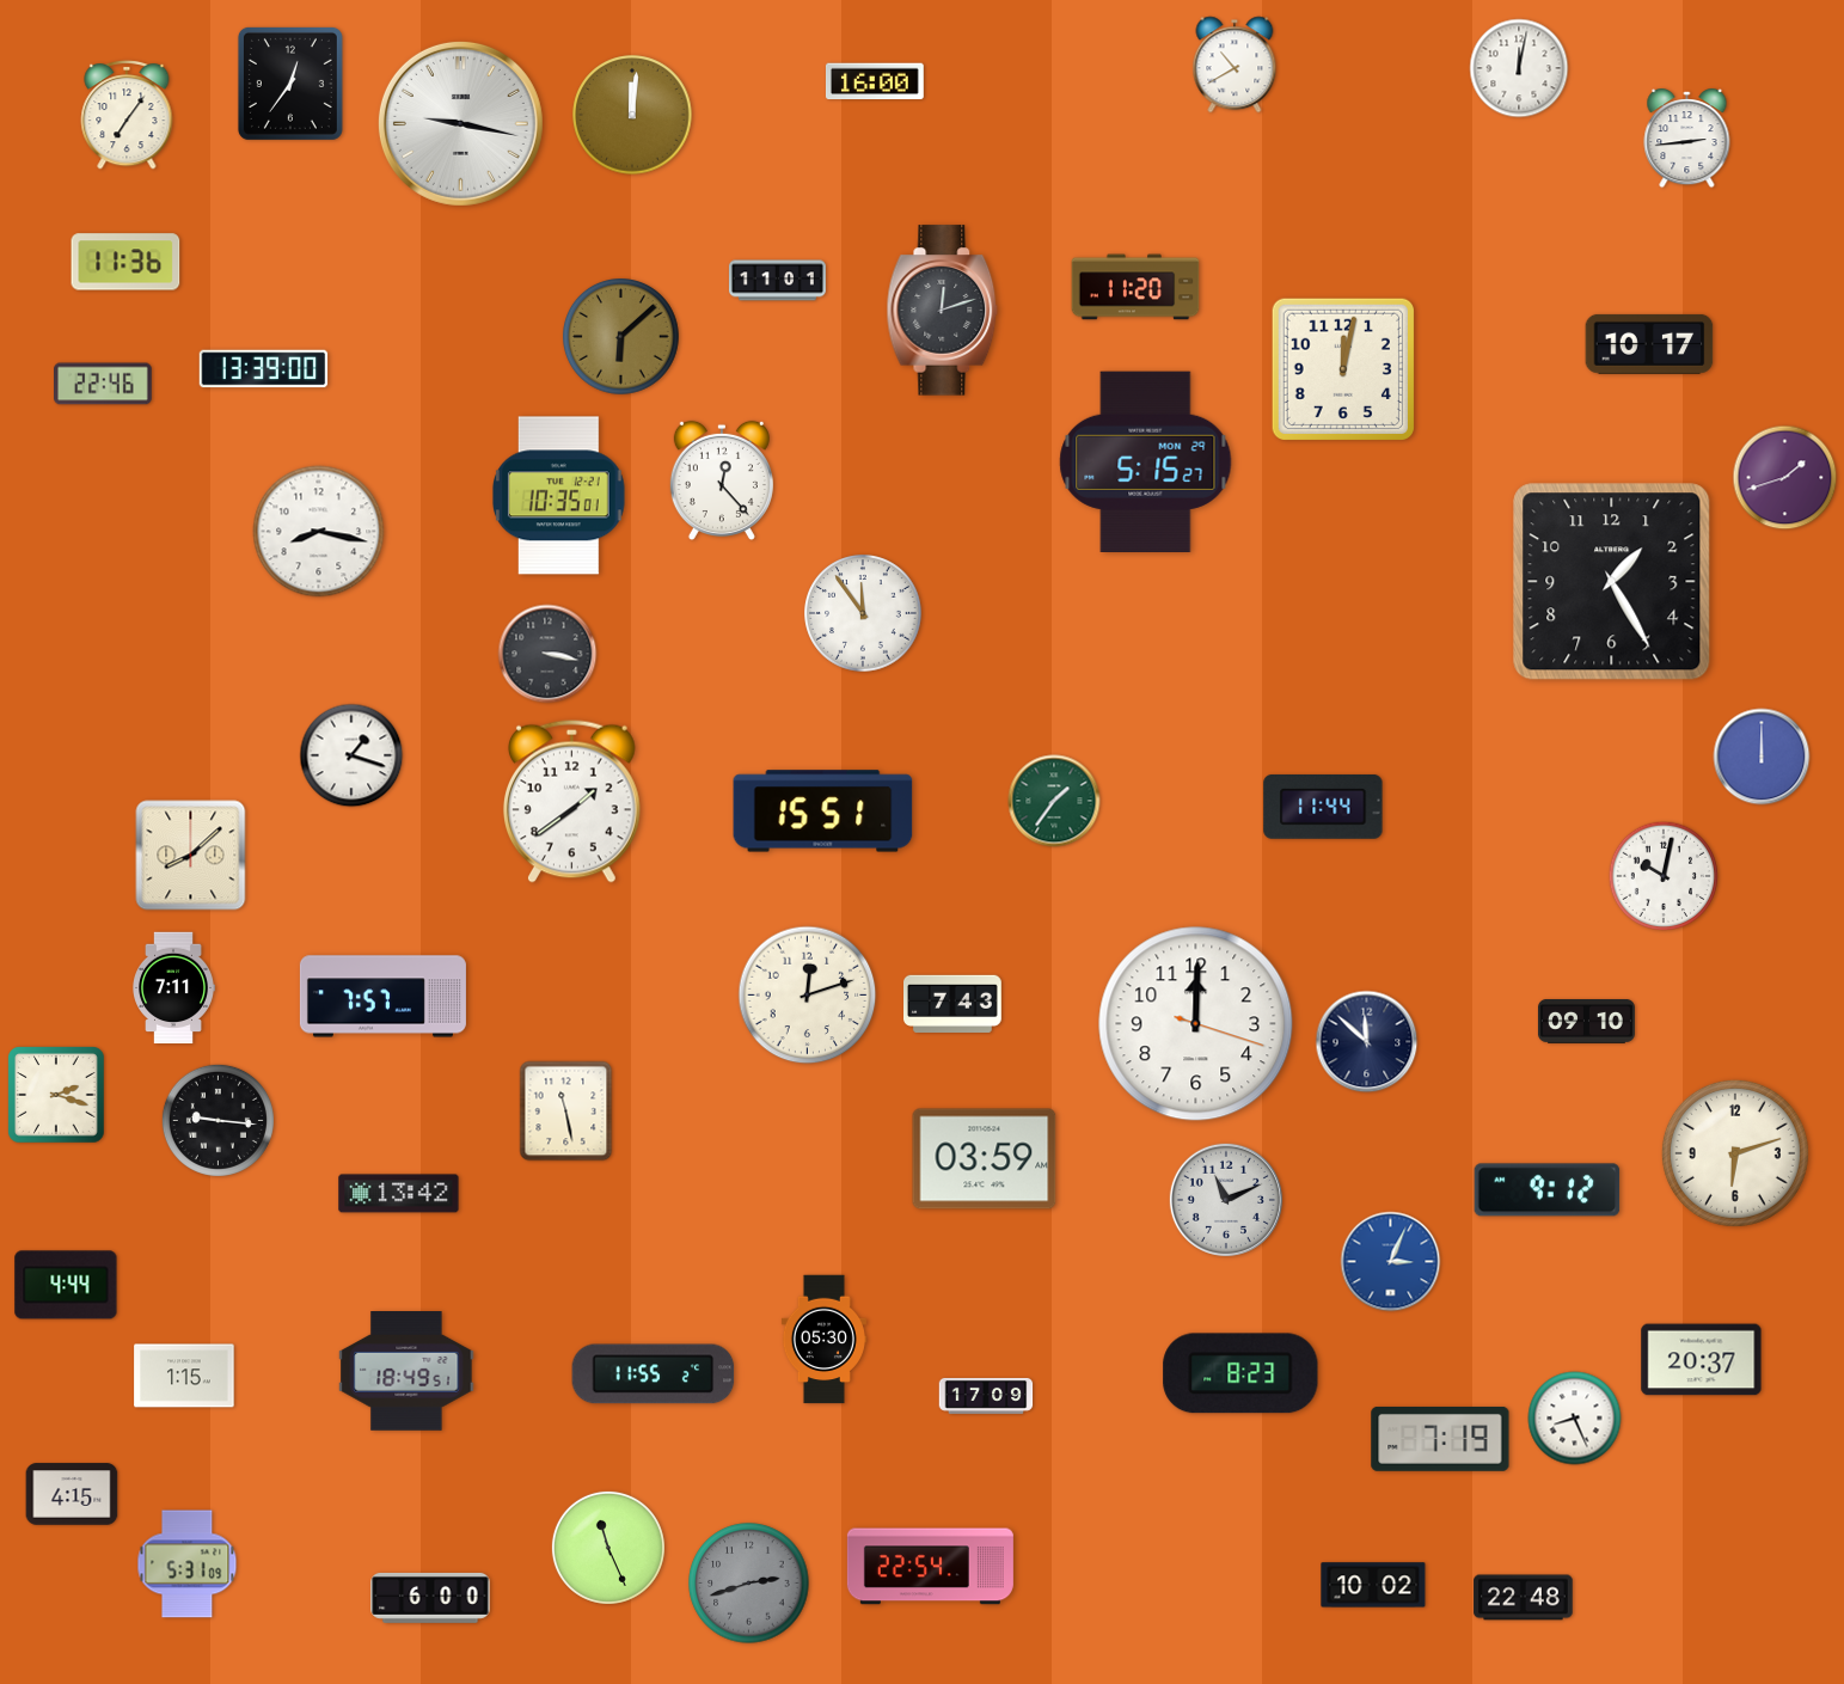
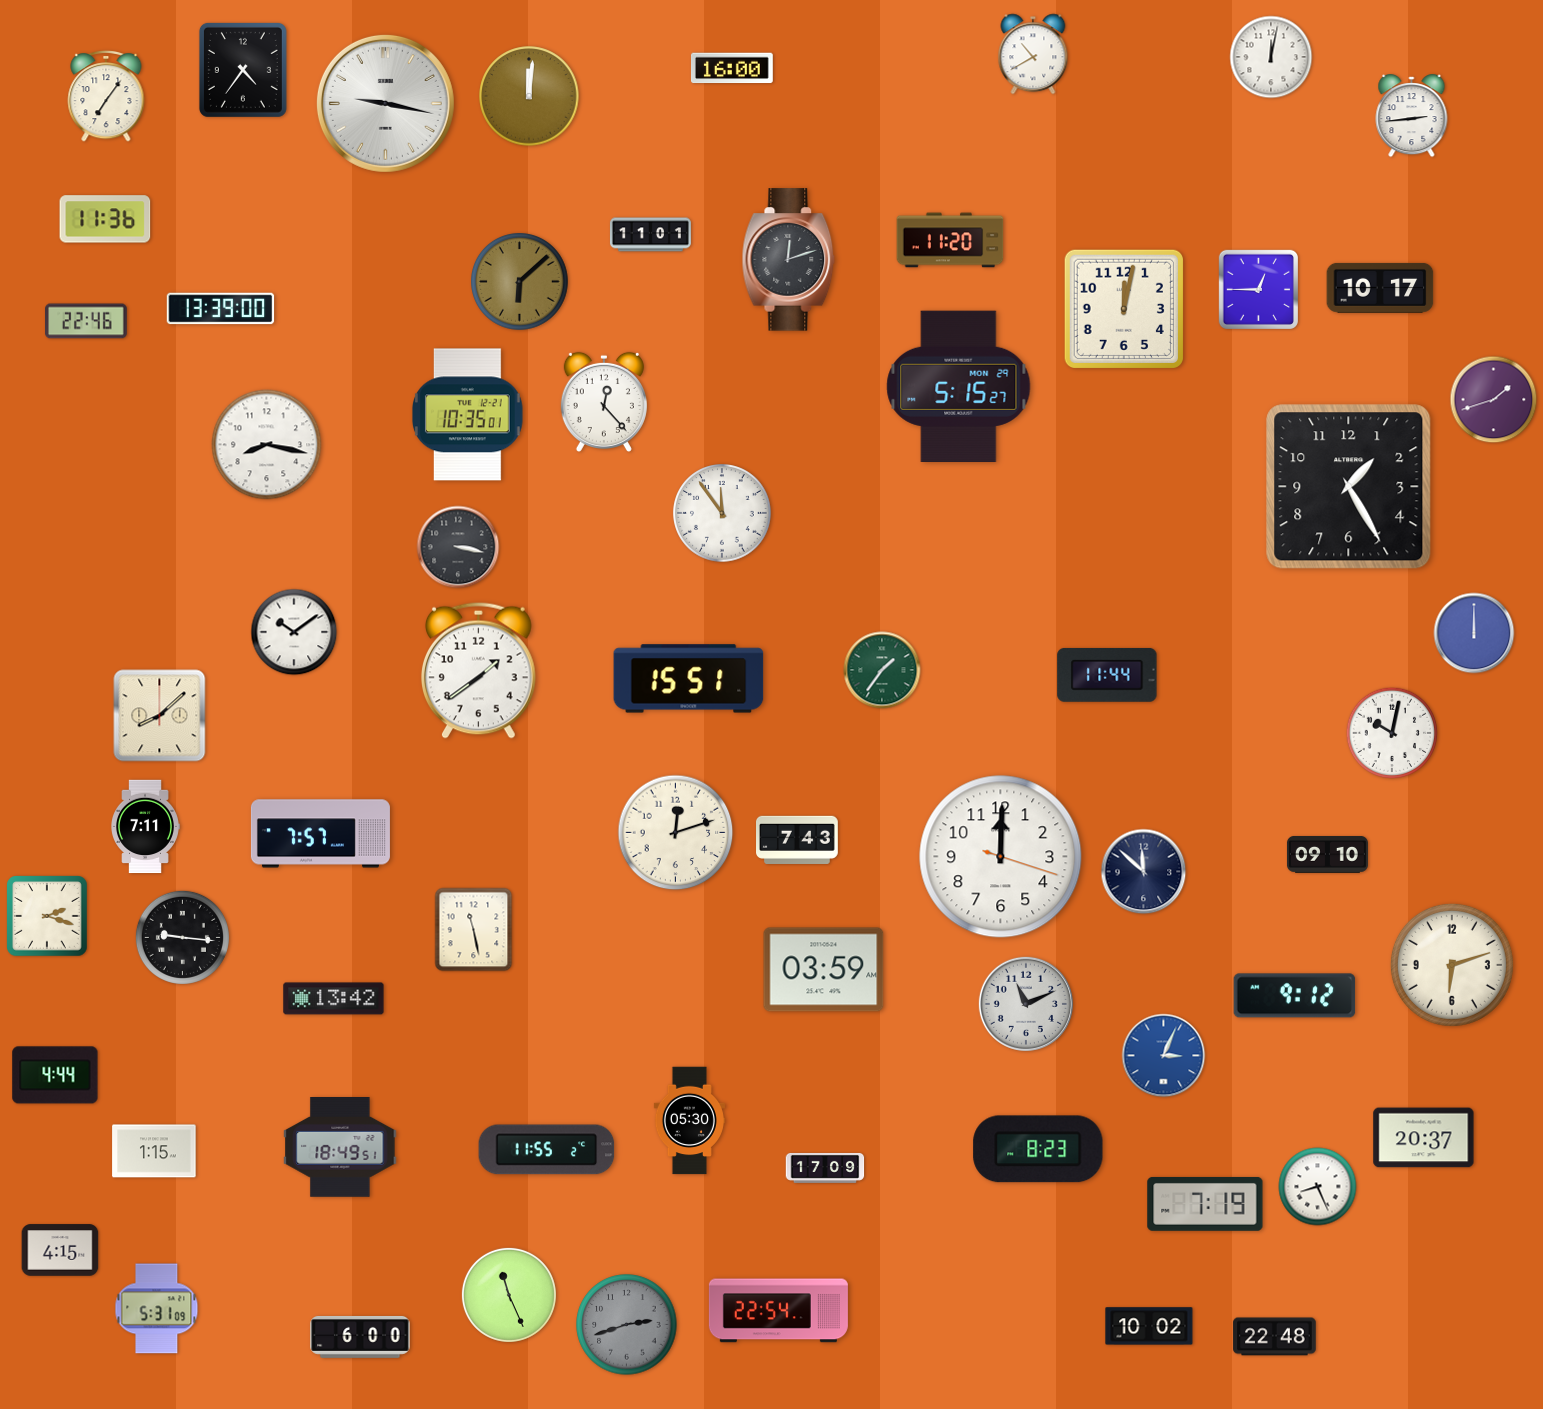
clock at (290, 84): 12:36 -> 4:36
clock at (1258, 289): none -> 12:45
clock at (351, 755): 1:18 -> 10:09
